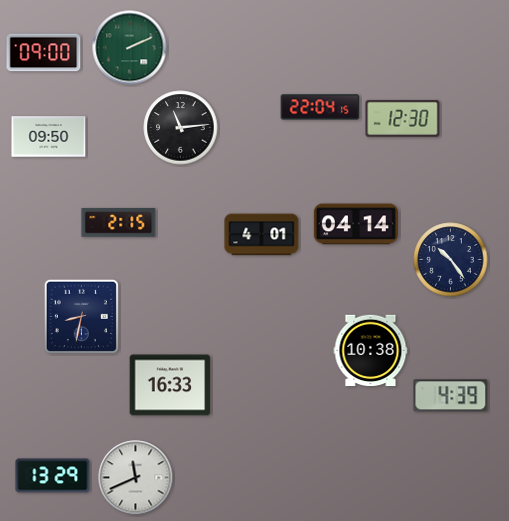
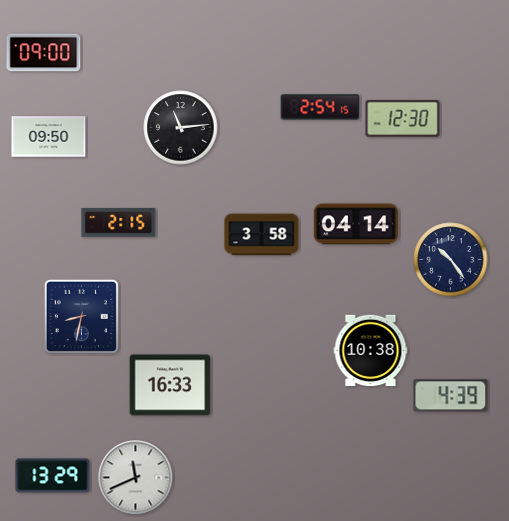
clock at (130, 48): 2:11 -> none
clock at (320, 107): 22:04 -> 2:54
clock at (262, 235): 4:01 -> 3:58
